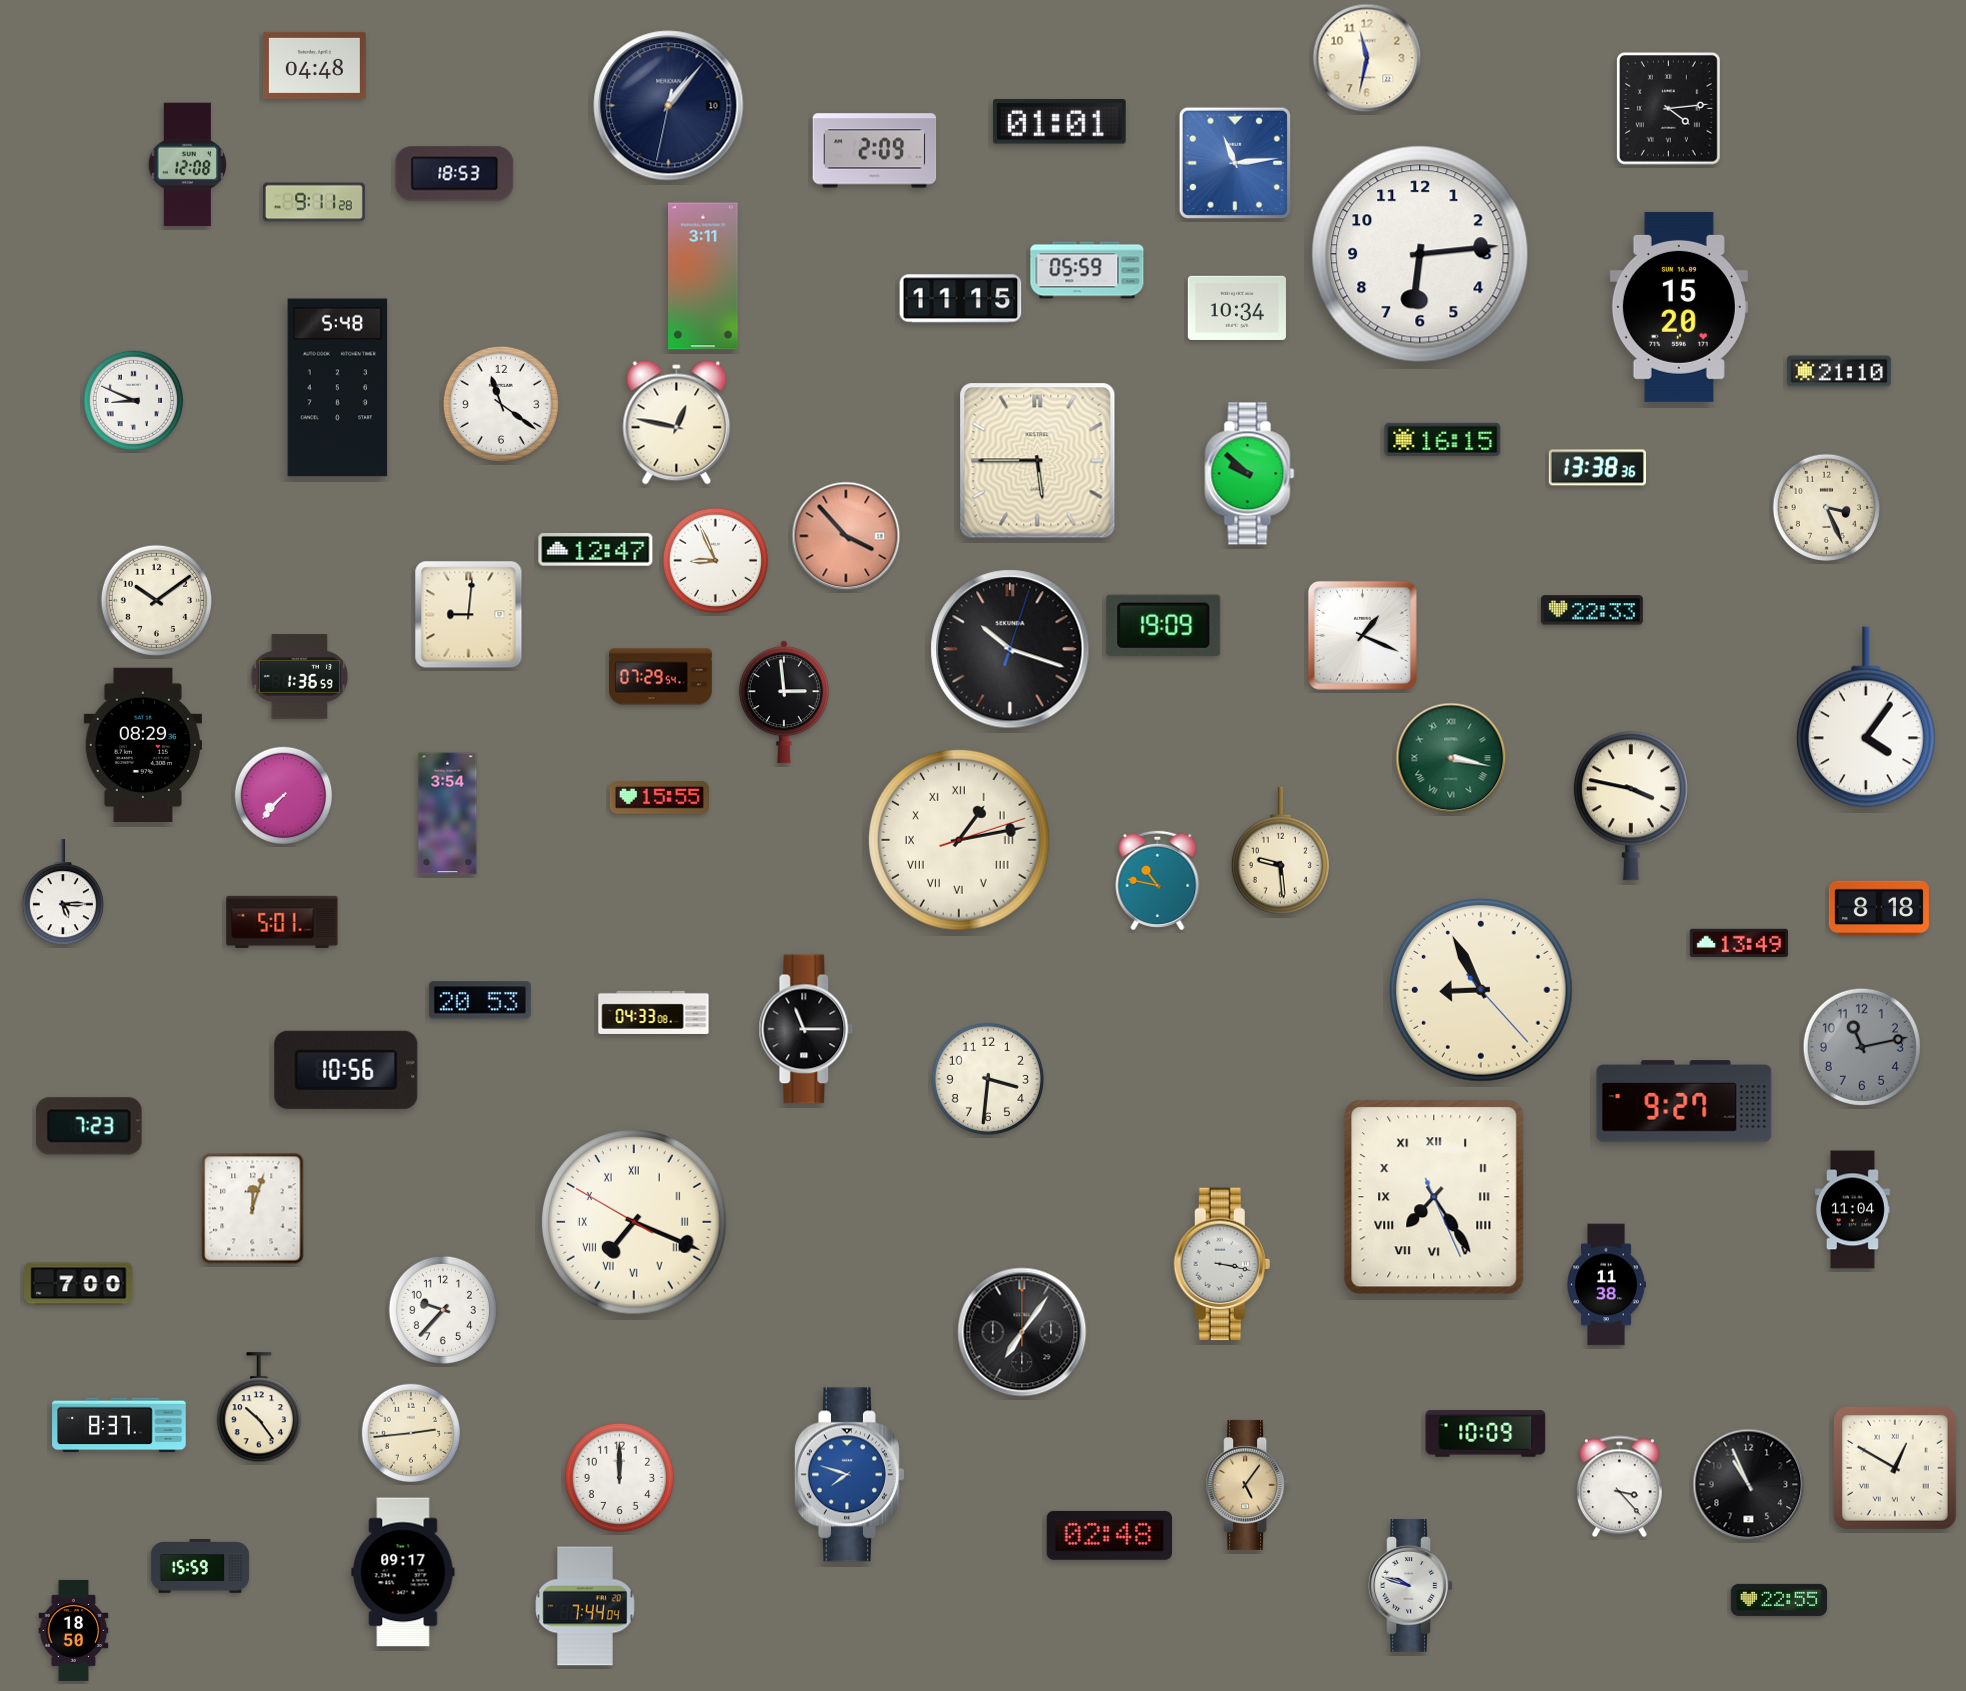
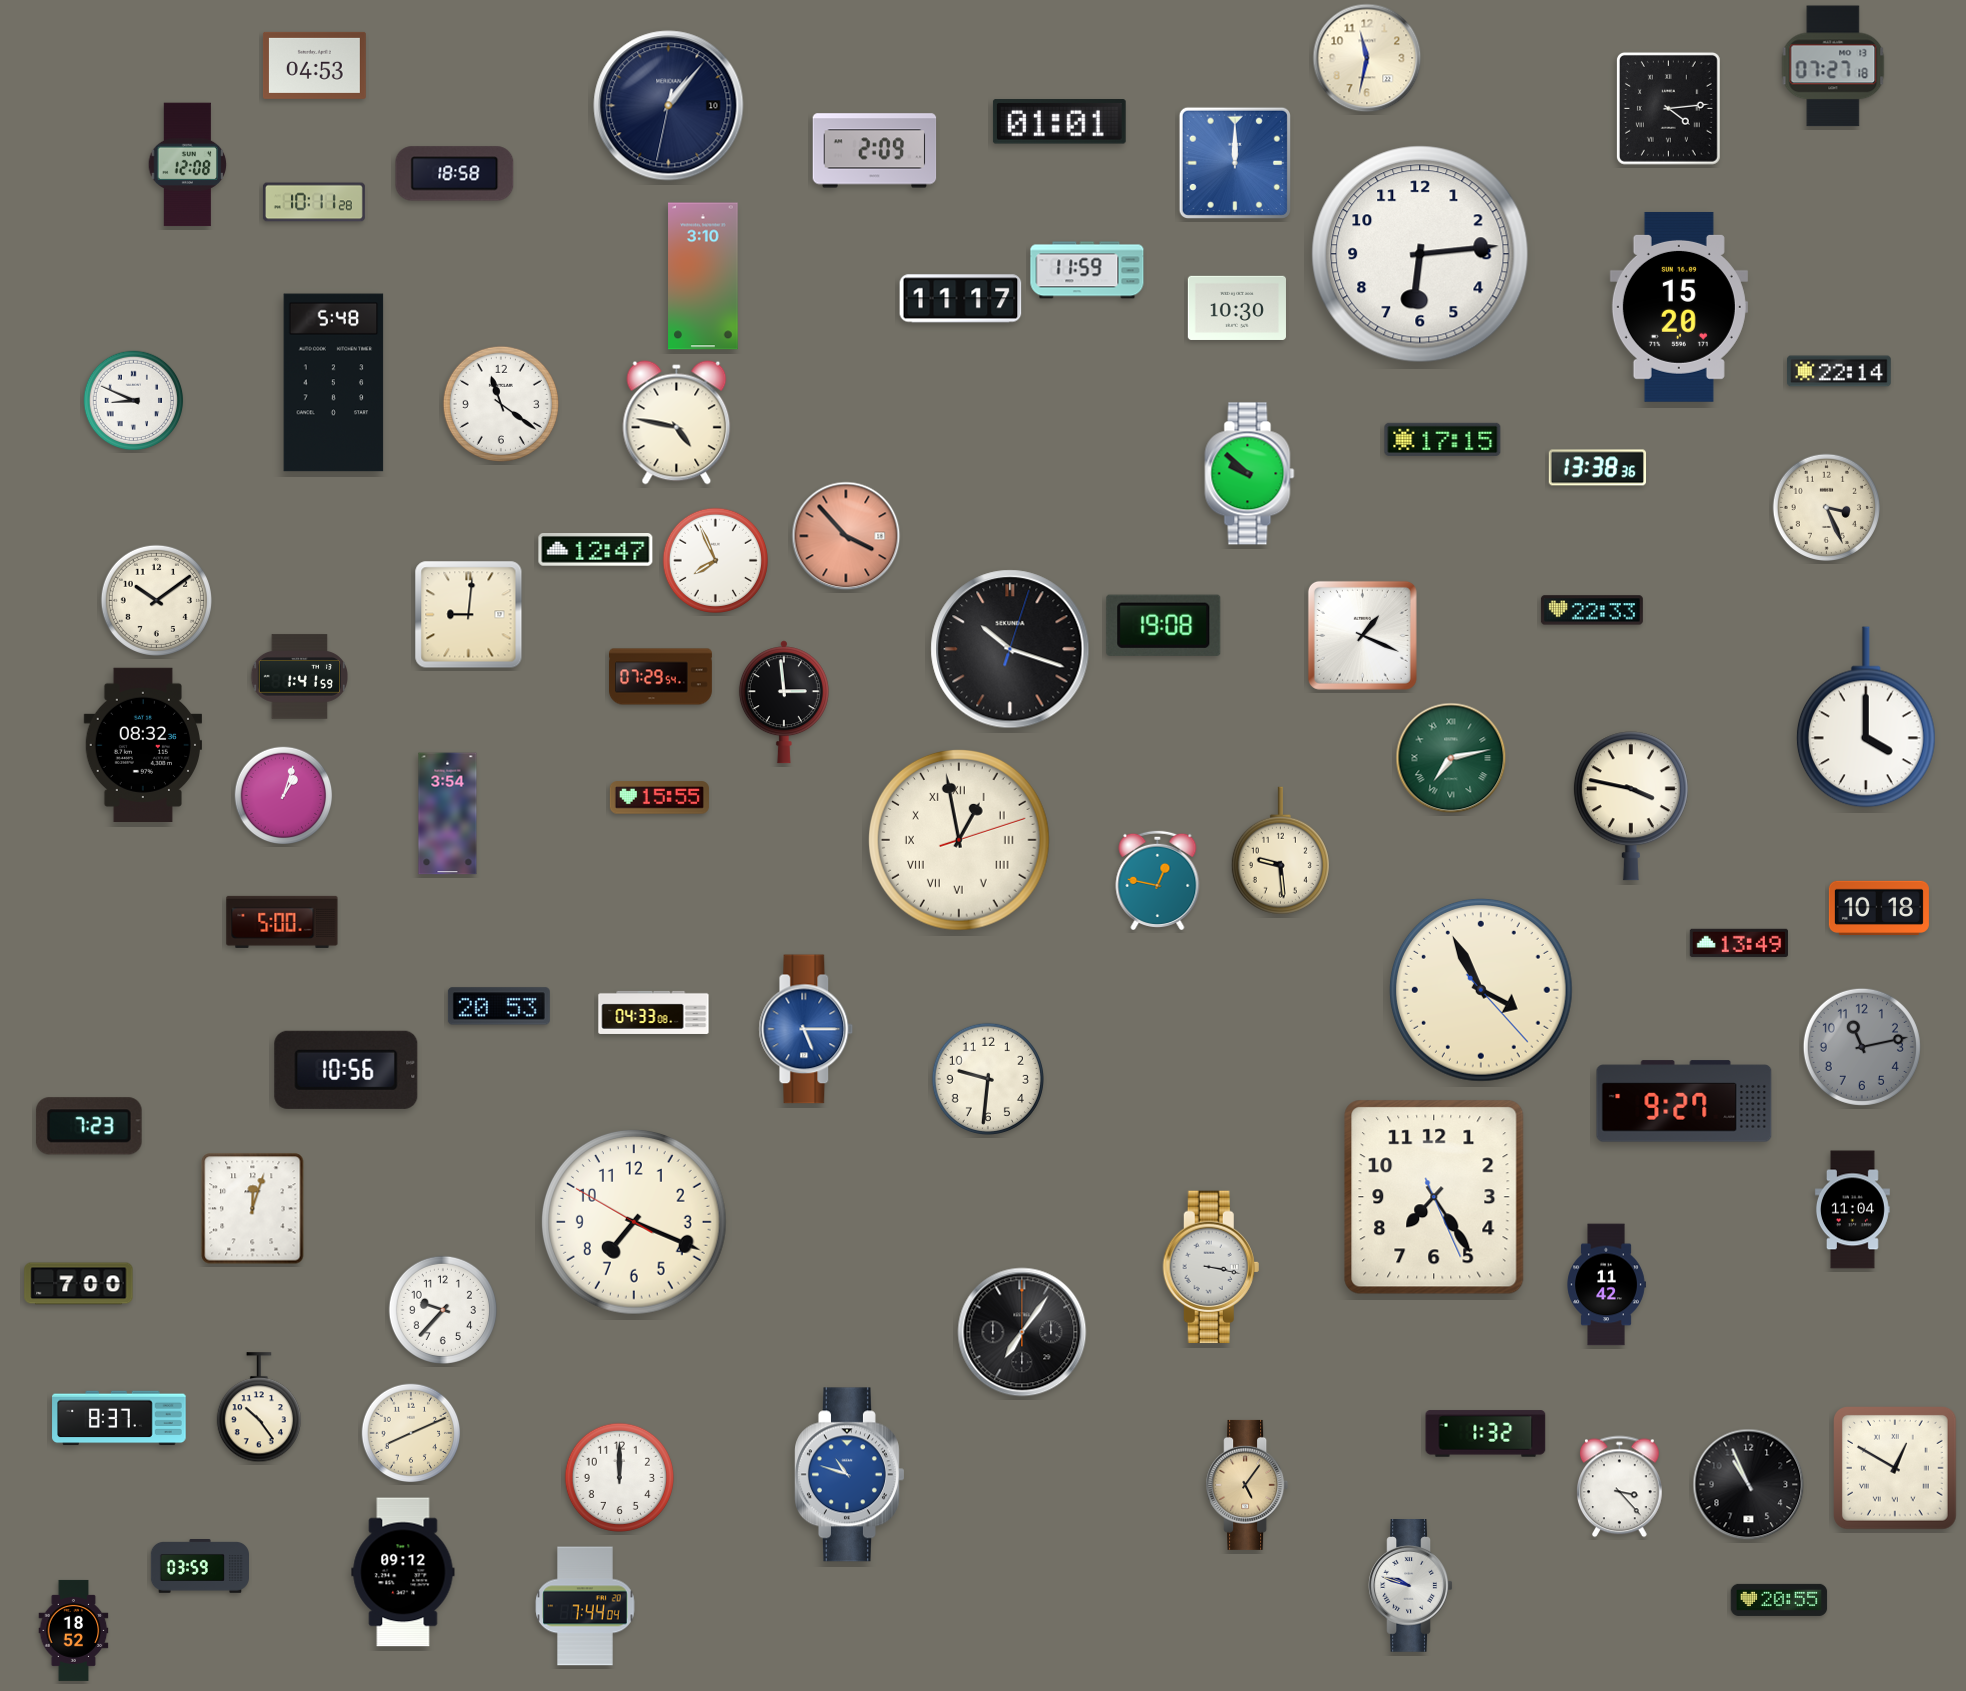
clock at (314, 65): 04:48 -> 04:53
clock at (1833, 66): none -> 07:27
clock at (1235, 163): 11:14 -> 12:00
clock at (455, 174): 18:53 -> 18:58
clock at (314, 202): 9:11 -> 10:11
clock at (1087, 270): 05:59 -> 11:59
clock at (703, 276): 3:11 -> 3:10
clock at (961, 299): 11:15 -> 11:17
clock at (1237, 308): 10:34 -> 10:30
clock at (1840, 371): 21:10 -> 22:14
clock at (338, 388) position: (338, 388) -> (334, 383)
clock at (677, 423): 12:47 -> 4:47
clock at (1443, 439): 16:15 -> 17:15
clock at (1038, 461): 5:45 -> none
clock at (715, 560): 8:56 -> 7:56
clock at (1164, 625): 19:09 -> 19:08
clock at (300, 677): 1:36 -> 1:41
clock at (1866, 717): 4:06 -> 4:00
clock at (142, 744): 08:29 -> 08:32
clock at (1451, 758): 3:17 -> 7:13
clock at (284, 796): 7:37 -> 1:03
clock at (959, 840): 1:13 -> 12:58
clock at (1158, 879): 10:47 -> 12:47
clock at (63, 893): 5:15 -> none
clock at (1879, 907): 8:18 -> 10:18
clock at (282, 922): 5:01 -> 5:00
clock at (1481, 990): 8:55 -> 3:55
clock at (480, 1000) position: (480, 1000) -> (499, 1006)
clock at (806, 1029): 11:15 -> 5:15
clock at (806, 1029) dial: black -> blue
clock at (988, 1079): 3:31 -> 9:31
clock at (1434, 1197) numerals: Roman -> Arabic
clock at (634, 1222) numerals: Roman -> Arabic
clock at (1222, 1264) position: (1222, 1264) -> (1211, 1267)
clock at (1606, 1285): 11:38 -> 11:42
clock at (119, 1425) position: (119, 1425) -> (119, 1418)
clock at (411, 1433): 2:44 -> 8:11
clock at (1486, 1434): 10:09 -> 1:32
clock at (850, 1475): 7:48 -> 10:48
clock at (1109, 1535): 02:48 -> none
clock at (199, 1567): 15:59 -> 03:59
clock at (403, 1572): 09:17 -> 09:12
clock at (1779, 1600): 22:55 -> 20:55
clock at (74, 1630): 18:50 -> 18:52
